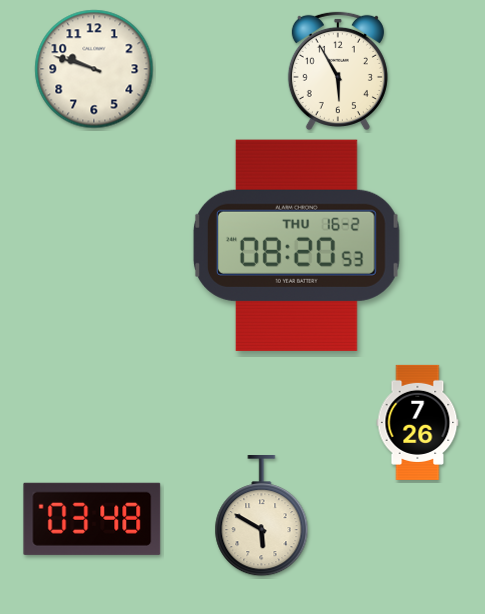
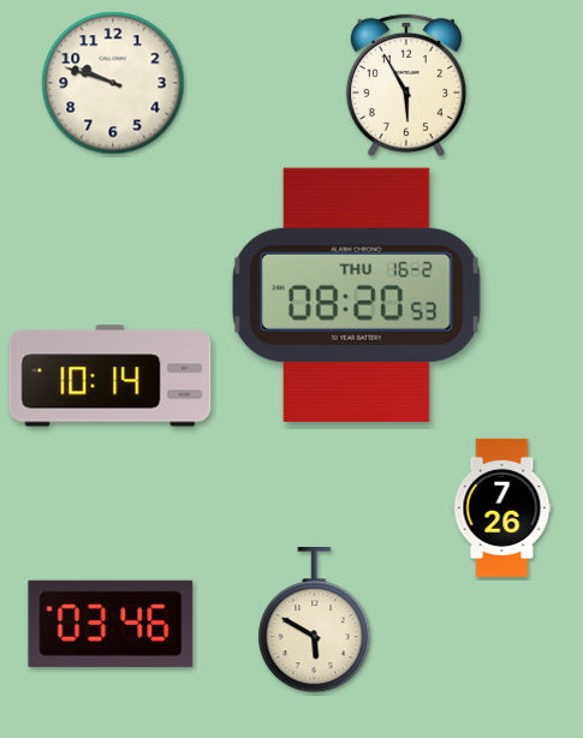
clock at (111, 376): none -> 10:14
clock at (92, 519): 03:48 -> 03:46
